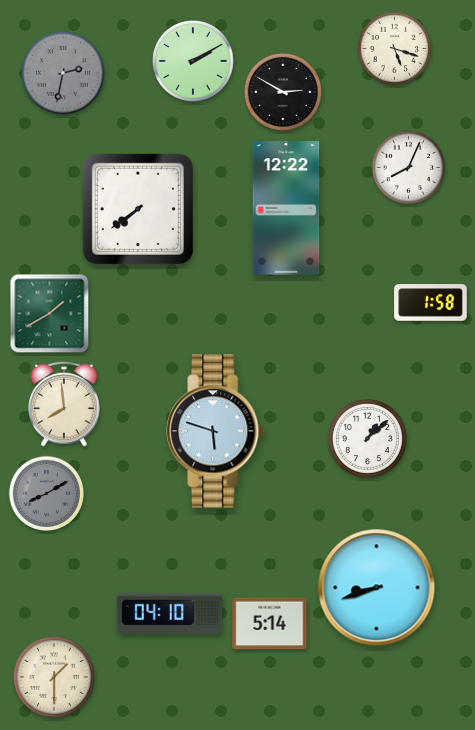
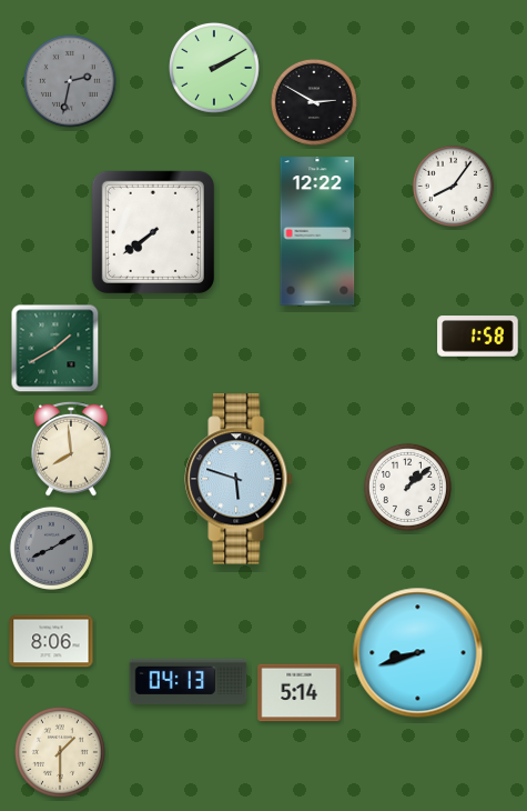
clock at (394, 48): 5:18 -> none
clock at (408, 167): 8:04 -> 8:06
clock at (51, 641): none -> 8:06
clock at (170, 613): 04:10 -> 04:13
